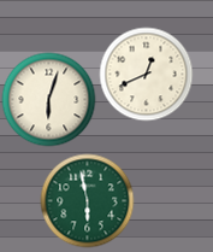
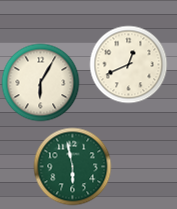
clock at (146, 74) position: (146, 74) -> (128, 64)
clock at (48, 99): 6:03 -> 6:05
